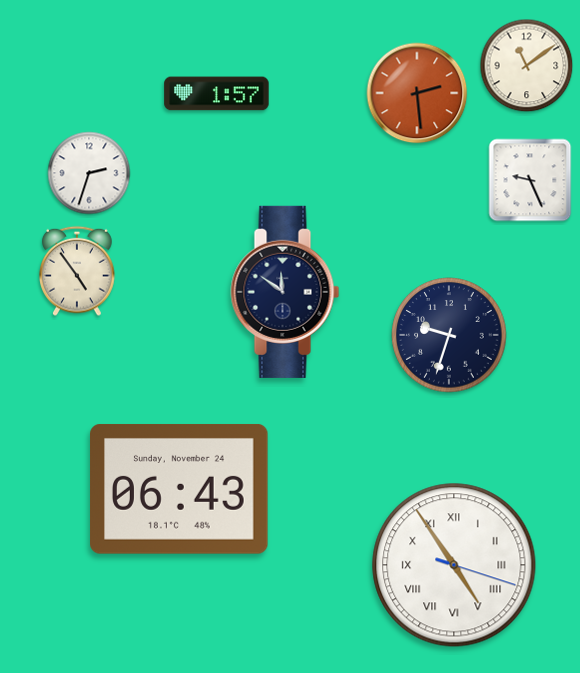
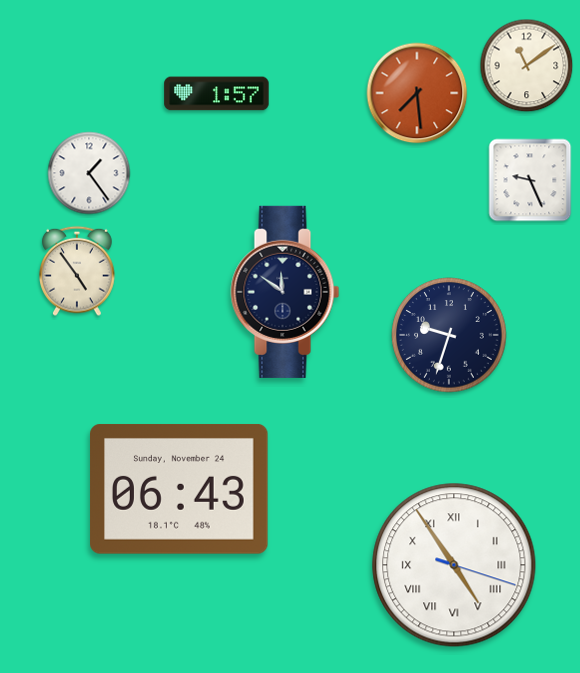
clock at (417, 93): 2:29 -> 7:29
clock at (89, 173): 2:33 -> 1:24
